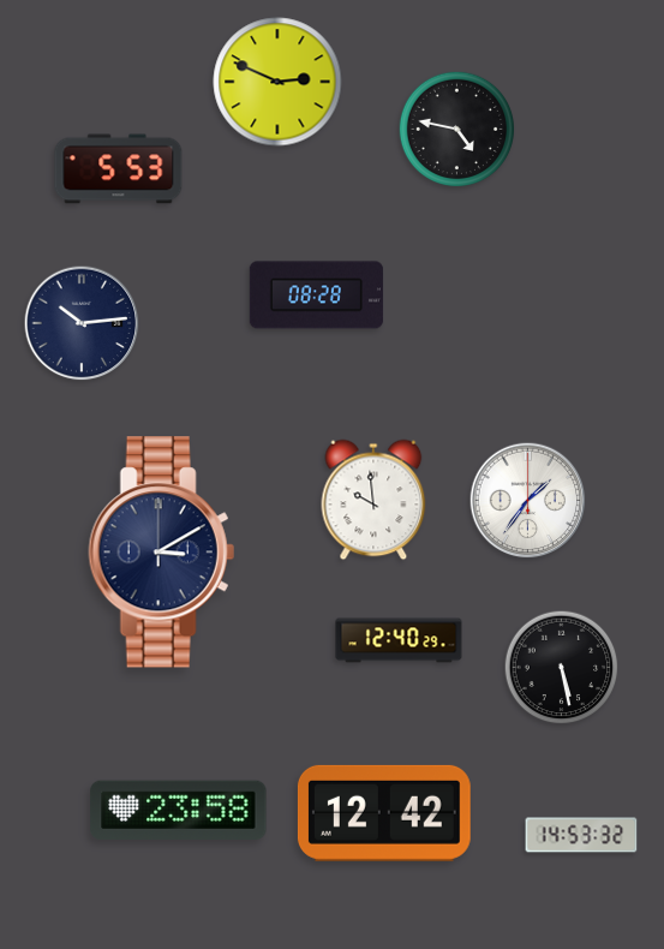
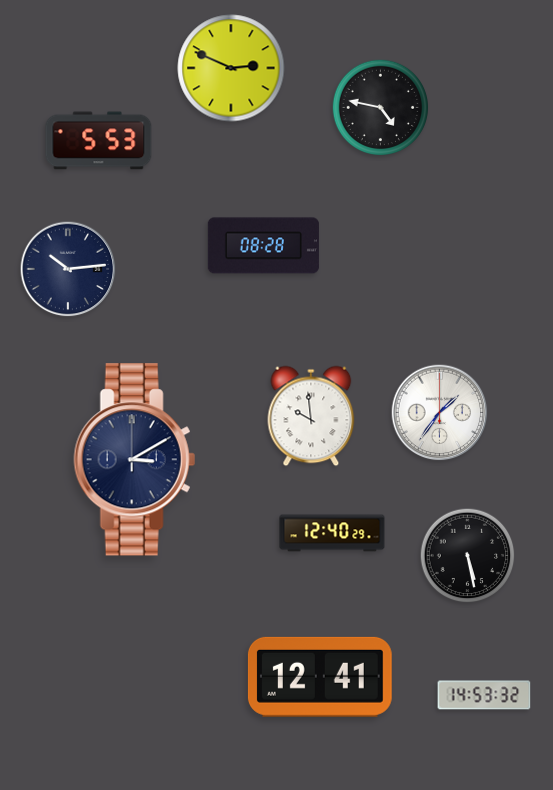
clock at (528, 501) position: (528, 501) -> (440, 413)
clock at (179, 811): 23:58 -> none
clock at (384, 813): 12:42 -> 12:41
